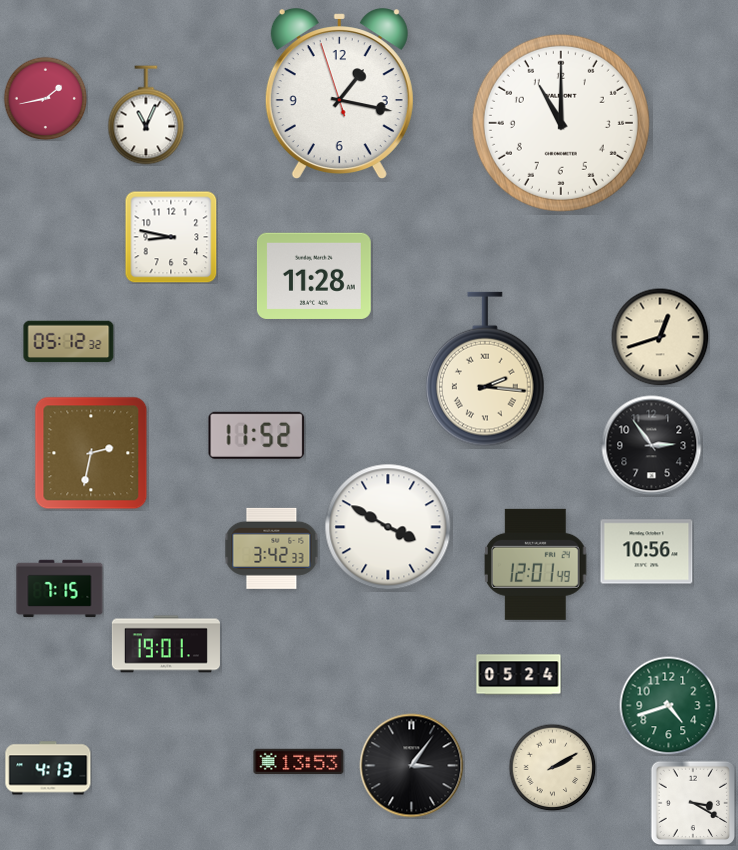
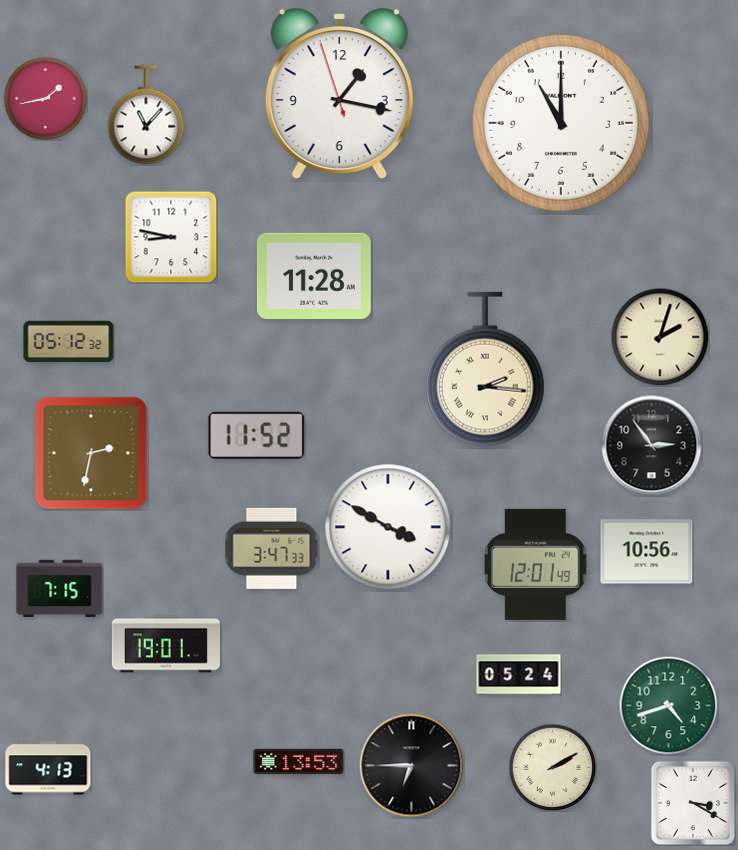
clock at (146, 115): 11:04 -> 11:07
clock at (660, 337): 12:42 -> 2:03
clock at (272, 548): 3:42 -> 3:47
clock at (412, 766): 3:06 -> 6:45
